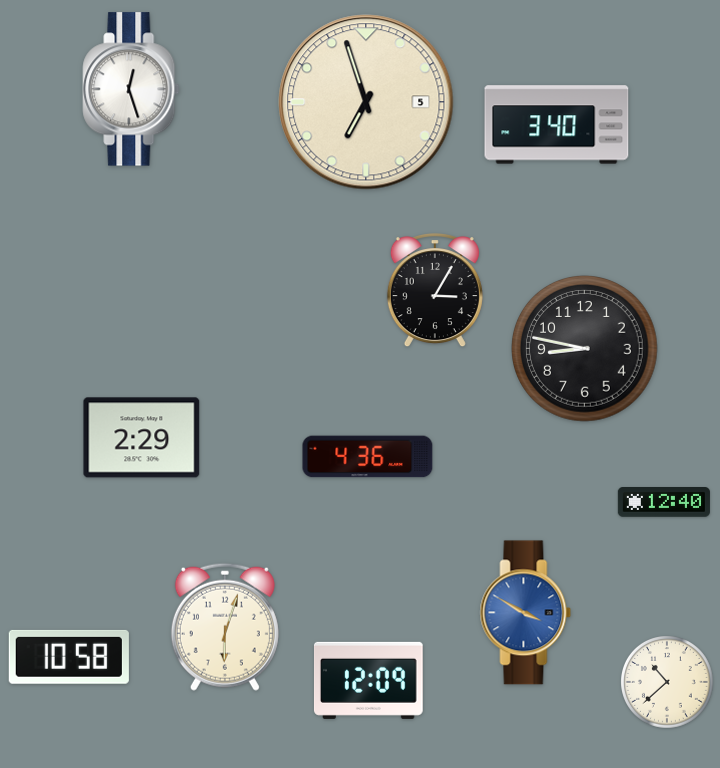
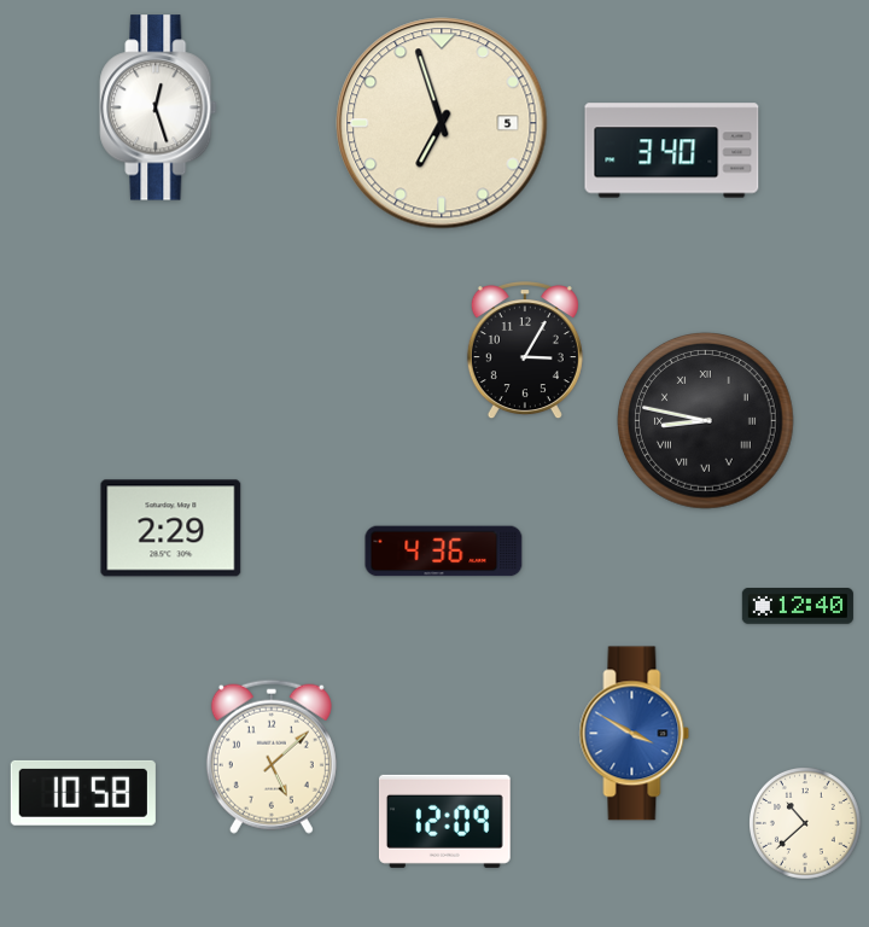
clock at (585, 349) numerals: Arabic -> Roman
clock at (664, 503) position: (664, 503) -> (798, 607)
clock at (526, 613) position: (526, 613) -> (635, 734)
clock at (225, 627): 6:03 -> 5:08
